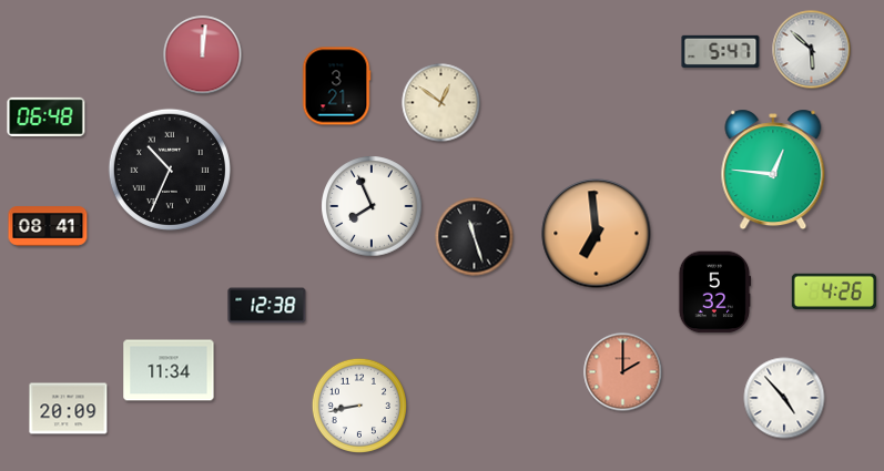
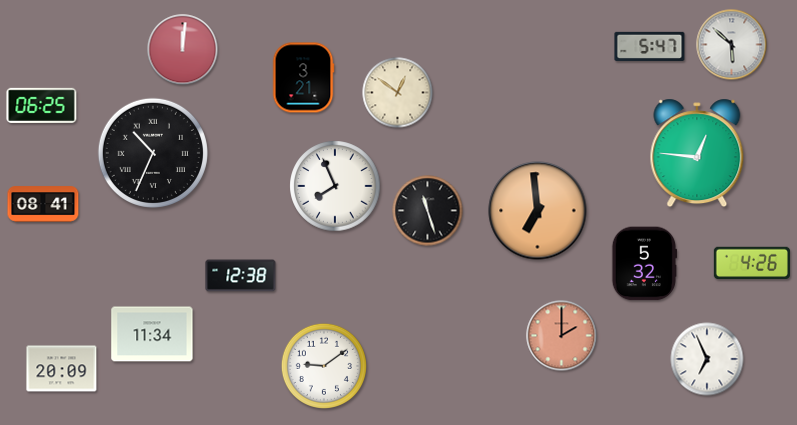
clock at (47, 116): 06:48 -> 06:25
clock at (475, 237) position: (475, 237) -> (428, 211)
clock at (784, 398): 4:53 -> 6:56
clock at (358, 405): 8:43 -> 9:09
